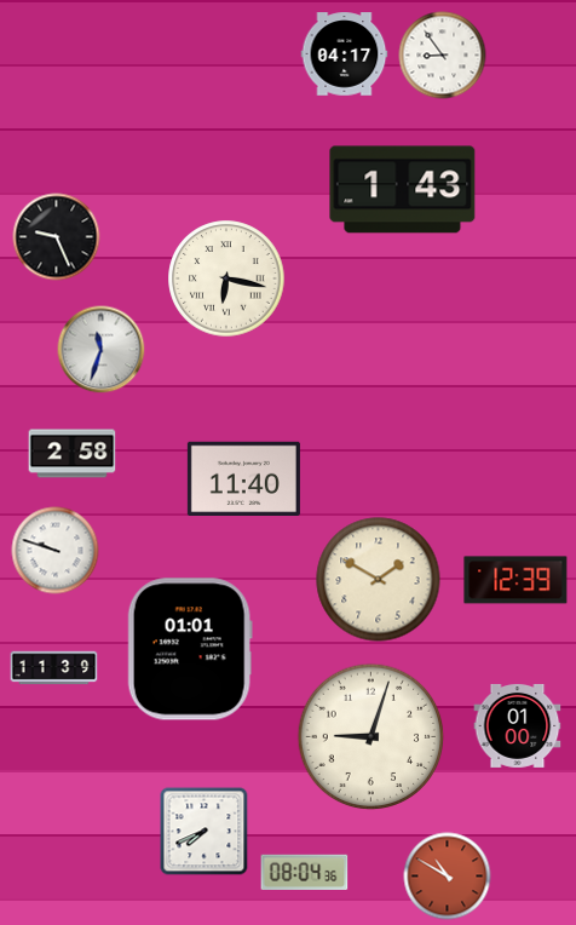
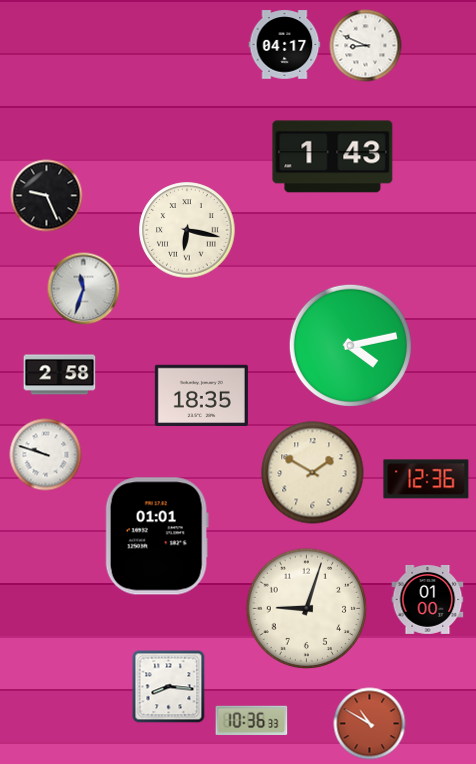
clock at (443, 56): 8:54 -> 8:49
clock at (350, 345): none -> 4:13
clock at (243, 478): 11:40 -> 18:35
clock at (379, 580) position: (379, 580) -> (313, 473)
clock at (515, 580): 12:39 -> 12:36
clock at (54, 668): 11:39 -> none
clock at (205, 832): 7:41 -> 8:16
clock at (305, 872): 08:04 -> 10:36
